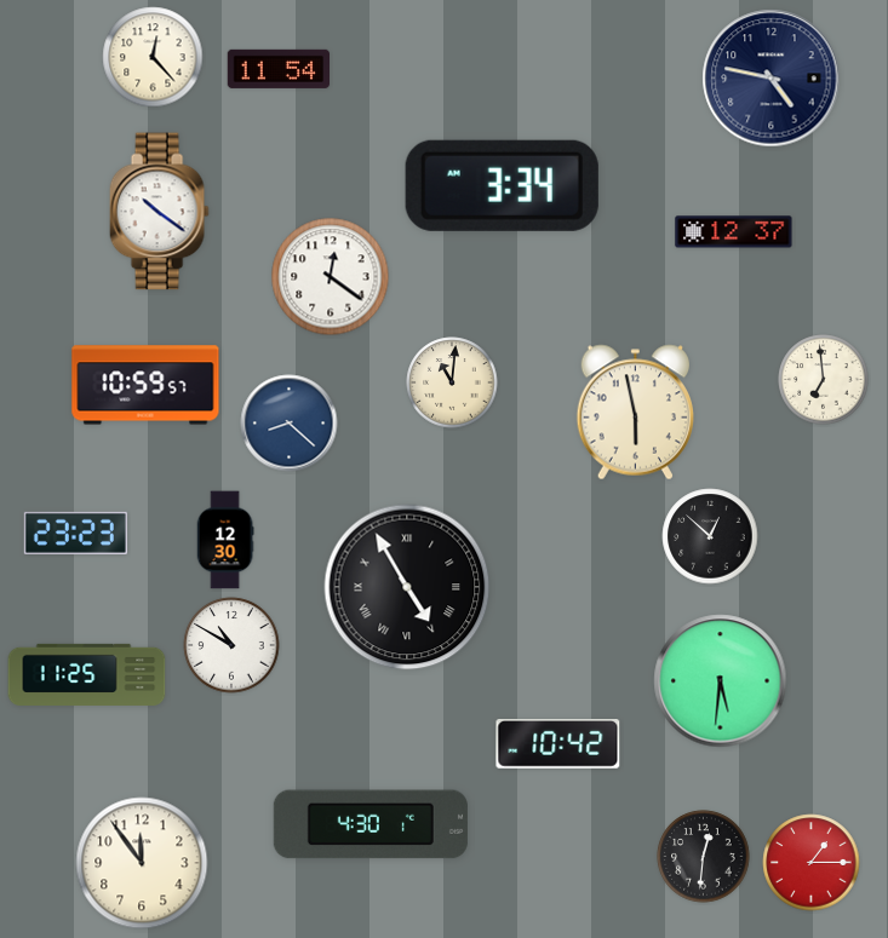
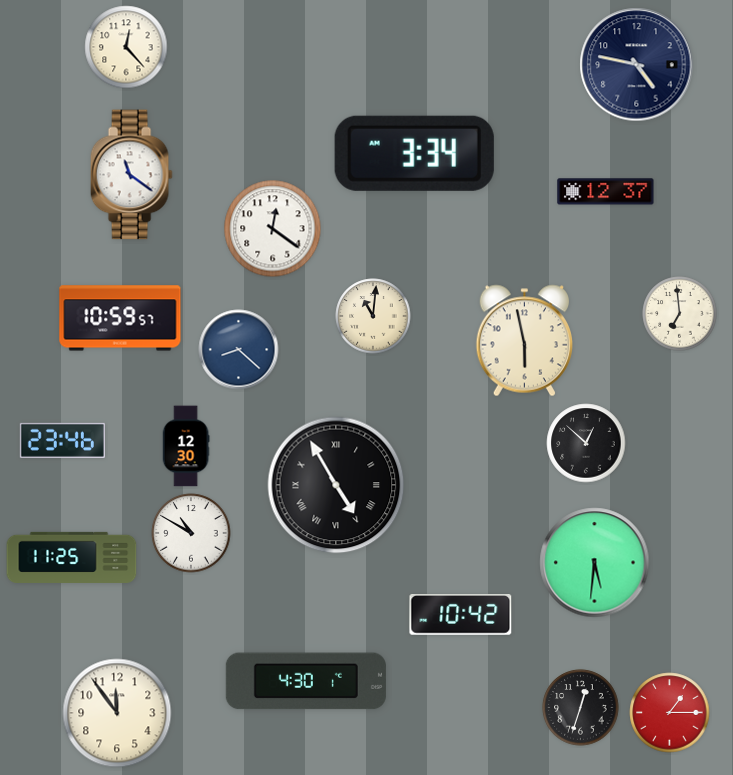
clock at (277, 69): 11:54 -> none
clock at (159, 212): 10:21 -> 11:21
clock at (75, 533): 23:23 -> 23:46
clock at (704, 857): 12:31 -> 12:33
